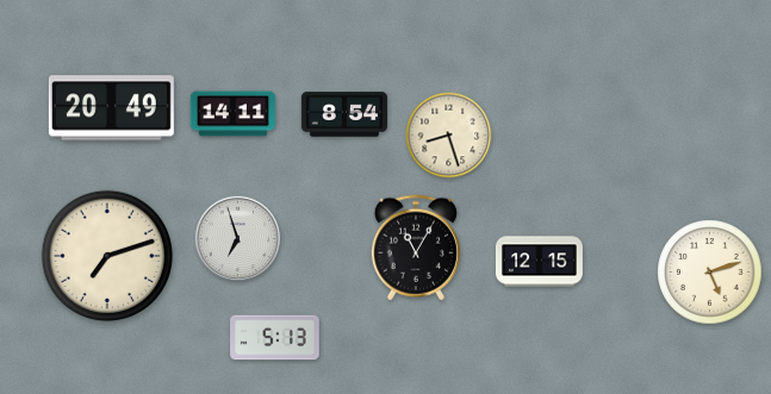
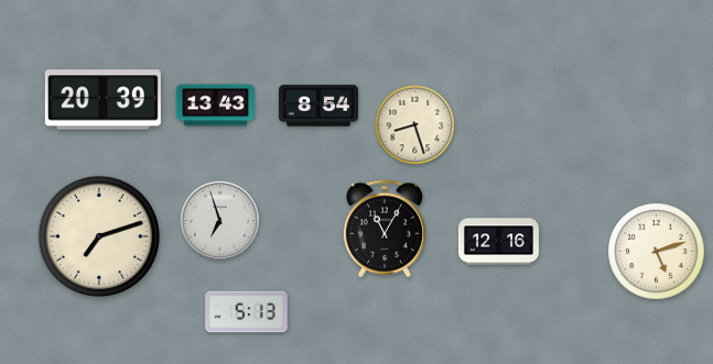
clock at (111, 108): 20:49 -> 20:39
clock at (234, 114): 14:11 -> 13:43
clock at (539, 262): 12:15 -> 12:16
clock at (275, 338) position: (275, 338) -> (247, 312)
